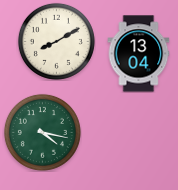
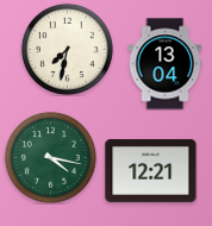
clock at (56, 41): 8:10 -> 7:32
clock at (151, 170): none -> 12:21
